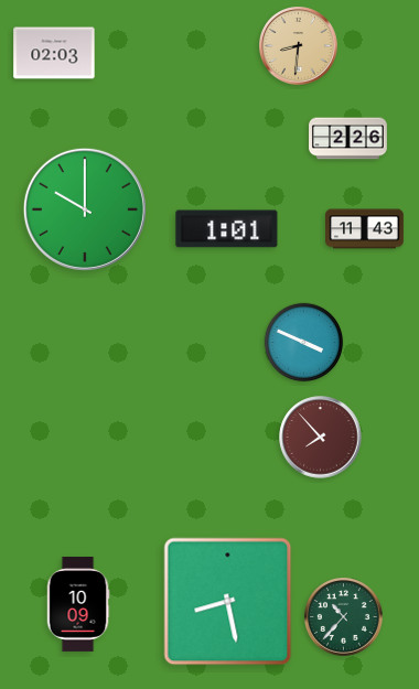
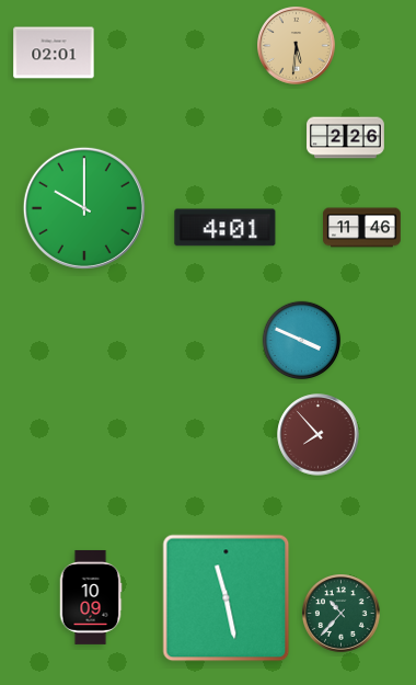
clock at (299, 46): 8:31 -> 5:31
clock at (54, 53): 02:03 -> 02:01
clock at (227, 229): 1:01 -> 4:01
clock at (365, 229): 11:43 -> 11:46
clock at (228, 602): 8:28 -> 11:28
clock at (78, 604) position: (78, 604) -> (91, 597)
